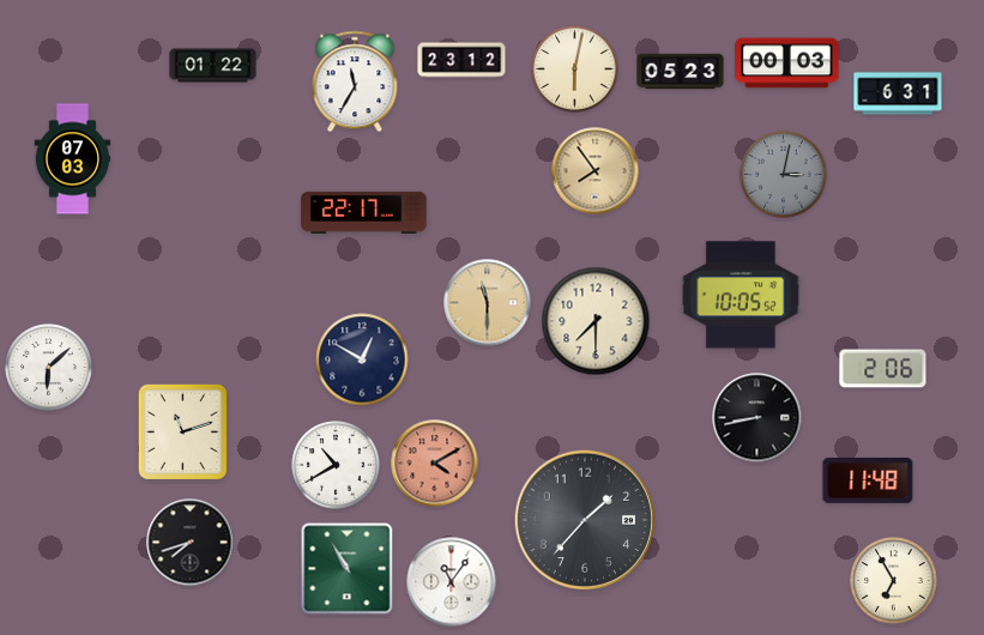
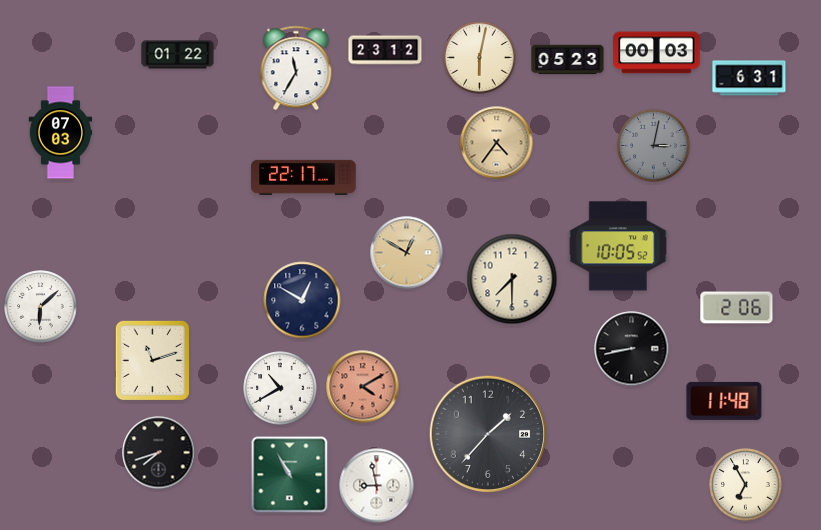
clock at (596, 171): 7:54 -> 4:36
clock at (488, 303): 11:30 -> 12:50
clock at (596, 321) position: (596, 321) -> (512, 279)
clock at (452, 582): 11:06 -> 8:58
